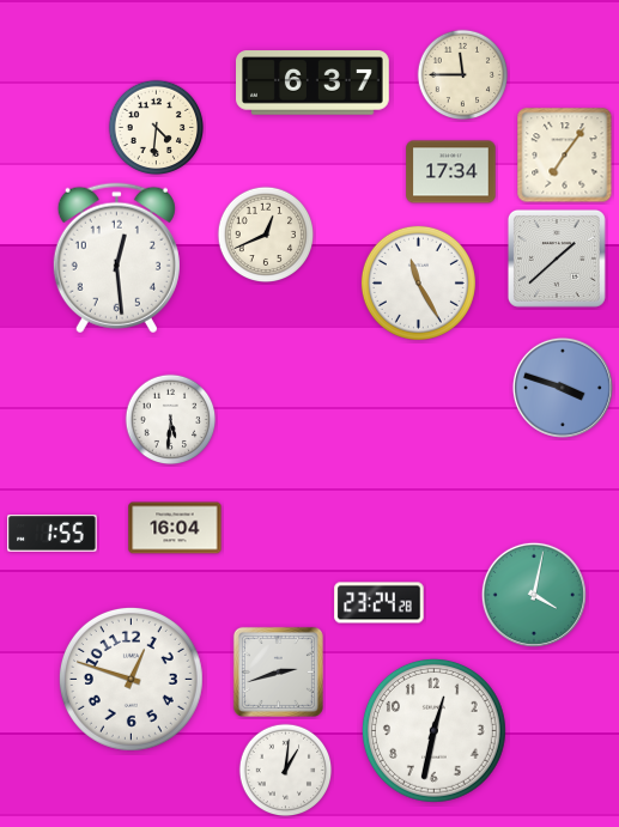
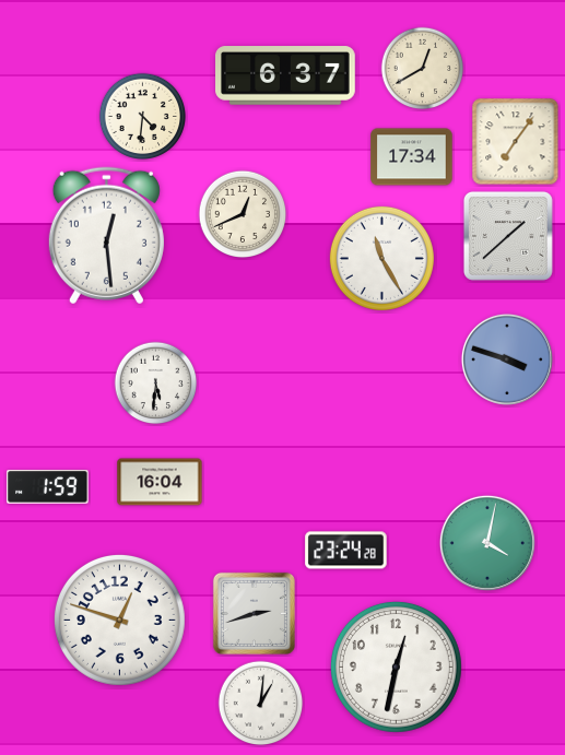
clock at (463, 75): 11:45 -> 12:40
clock at (563, 388) position: (563, 388) -> (507, 359)
clock at (53, 534): 1:55 -> 1:59
